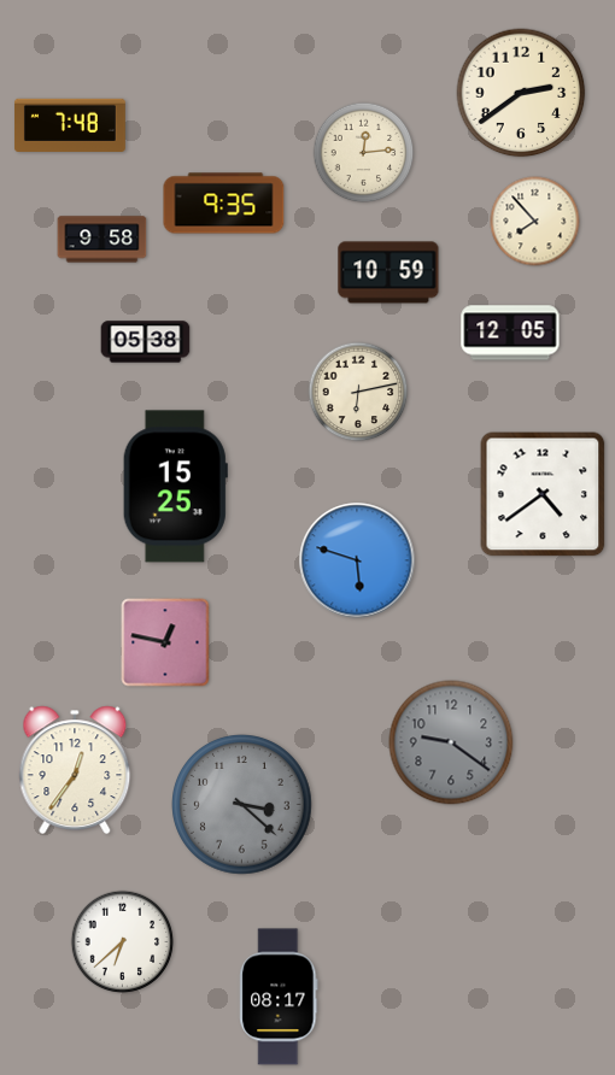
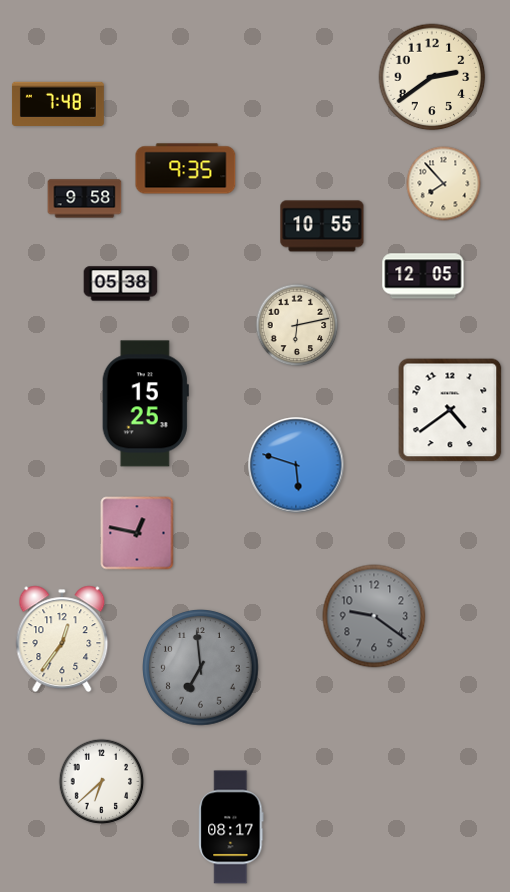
clock at (364, 153): 12:14 -> none
clock at (388, 272): 10:59 -> 10:55
clock at (242, 805): 3:22 -> 6:59
